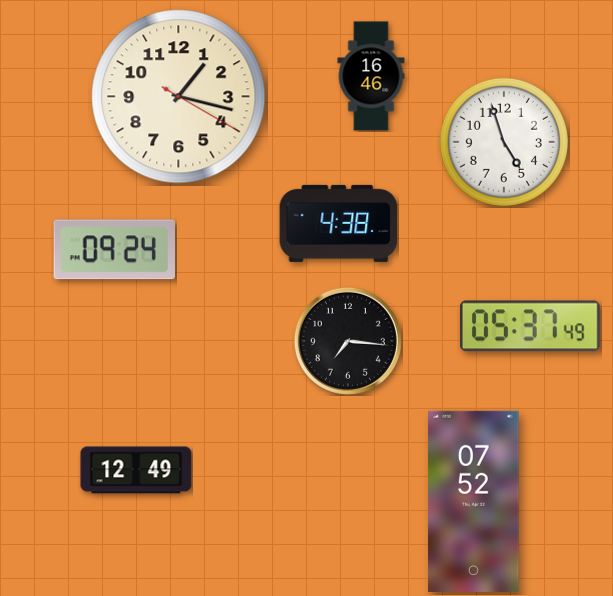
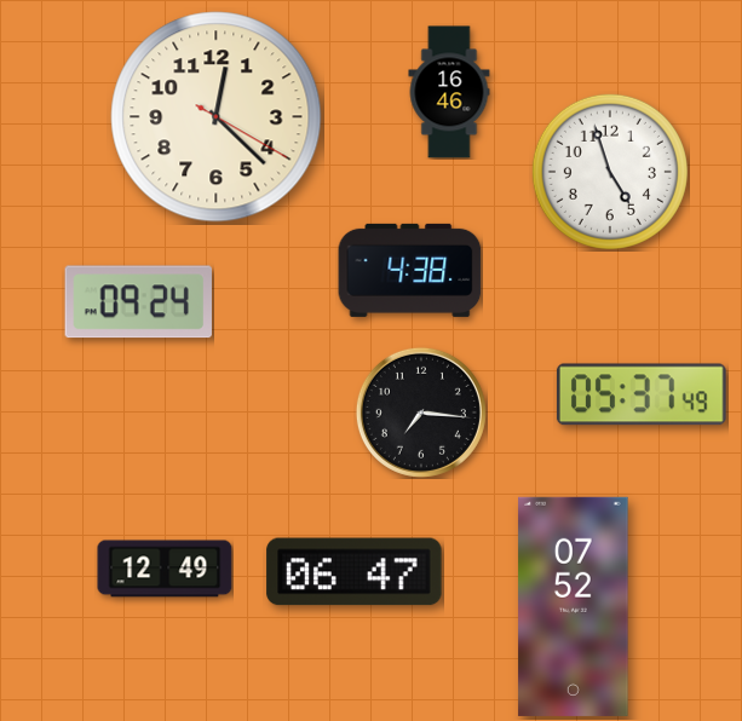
clock at (179, 97): 1:17 -> 12:22
clock at (355, 572): none -> 06:47
